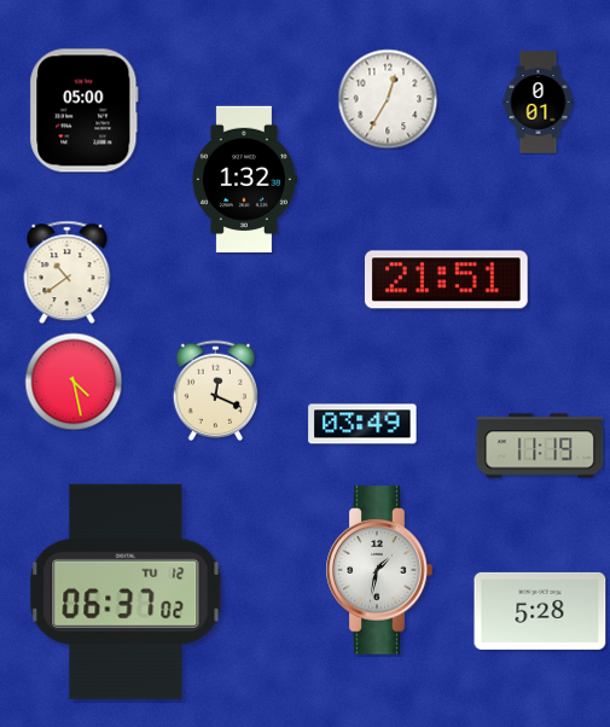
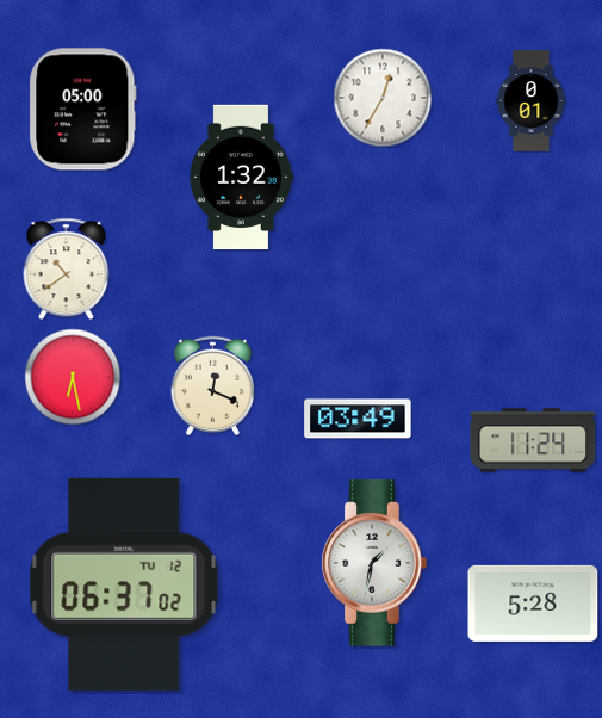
clock at (446, 280): 21:51 -> none
clock at (74, 382): 4:28 -> 6:28
clock at (540, 446): 11:19 -> 11:24
